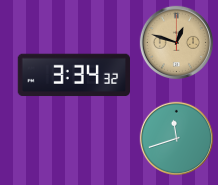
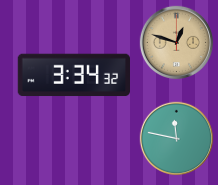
clock at (177, 139): 11:42 -> 11:47
